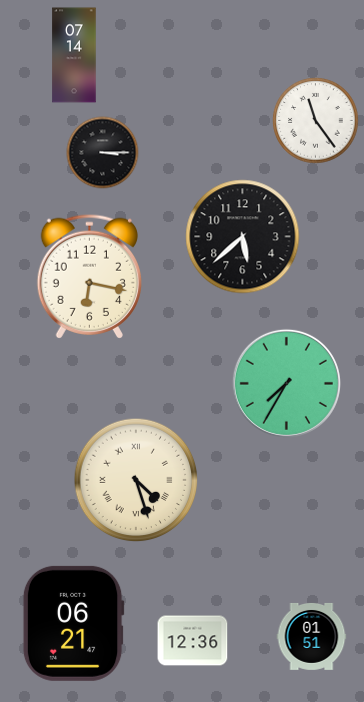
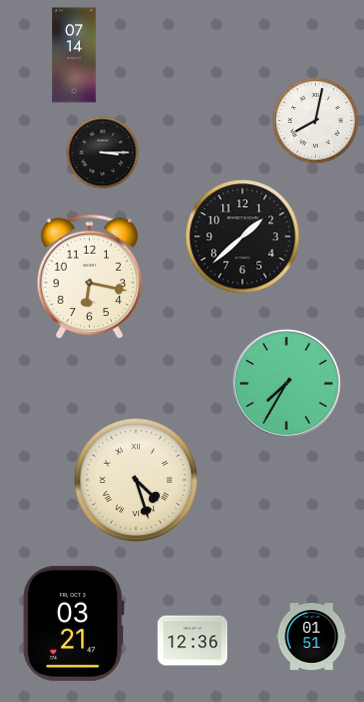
clock at (316, 121): 11:24 -> 8:02
clock at (243, 237): 5:38 -> 1:38
clock at (73, 623): 06:21 -> 03:21
